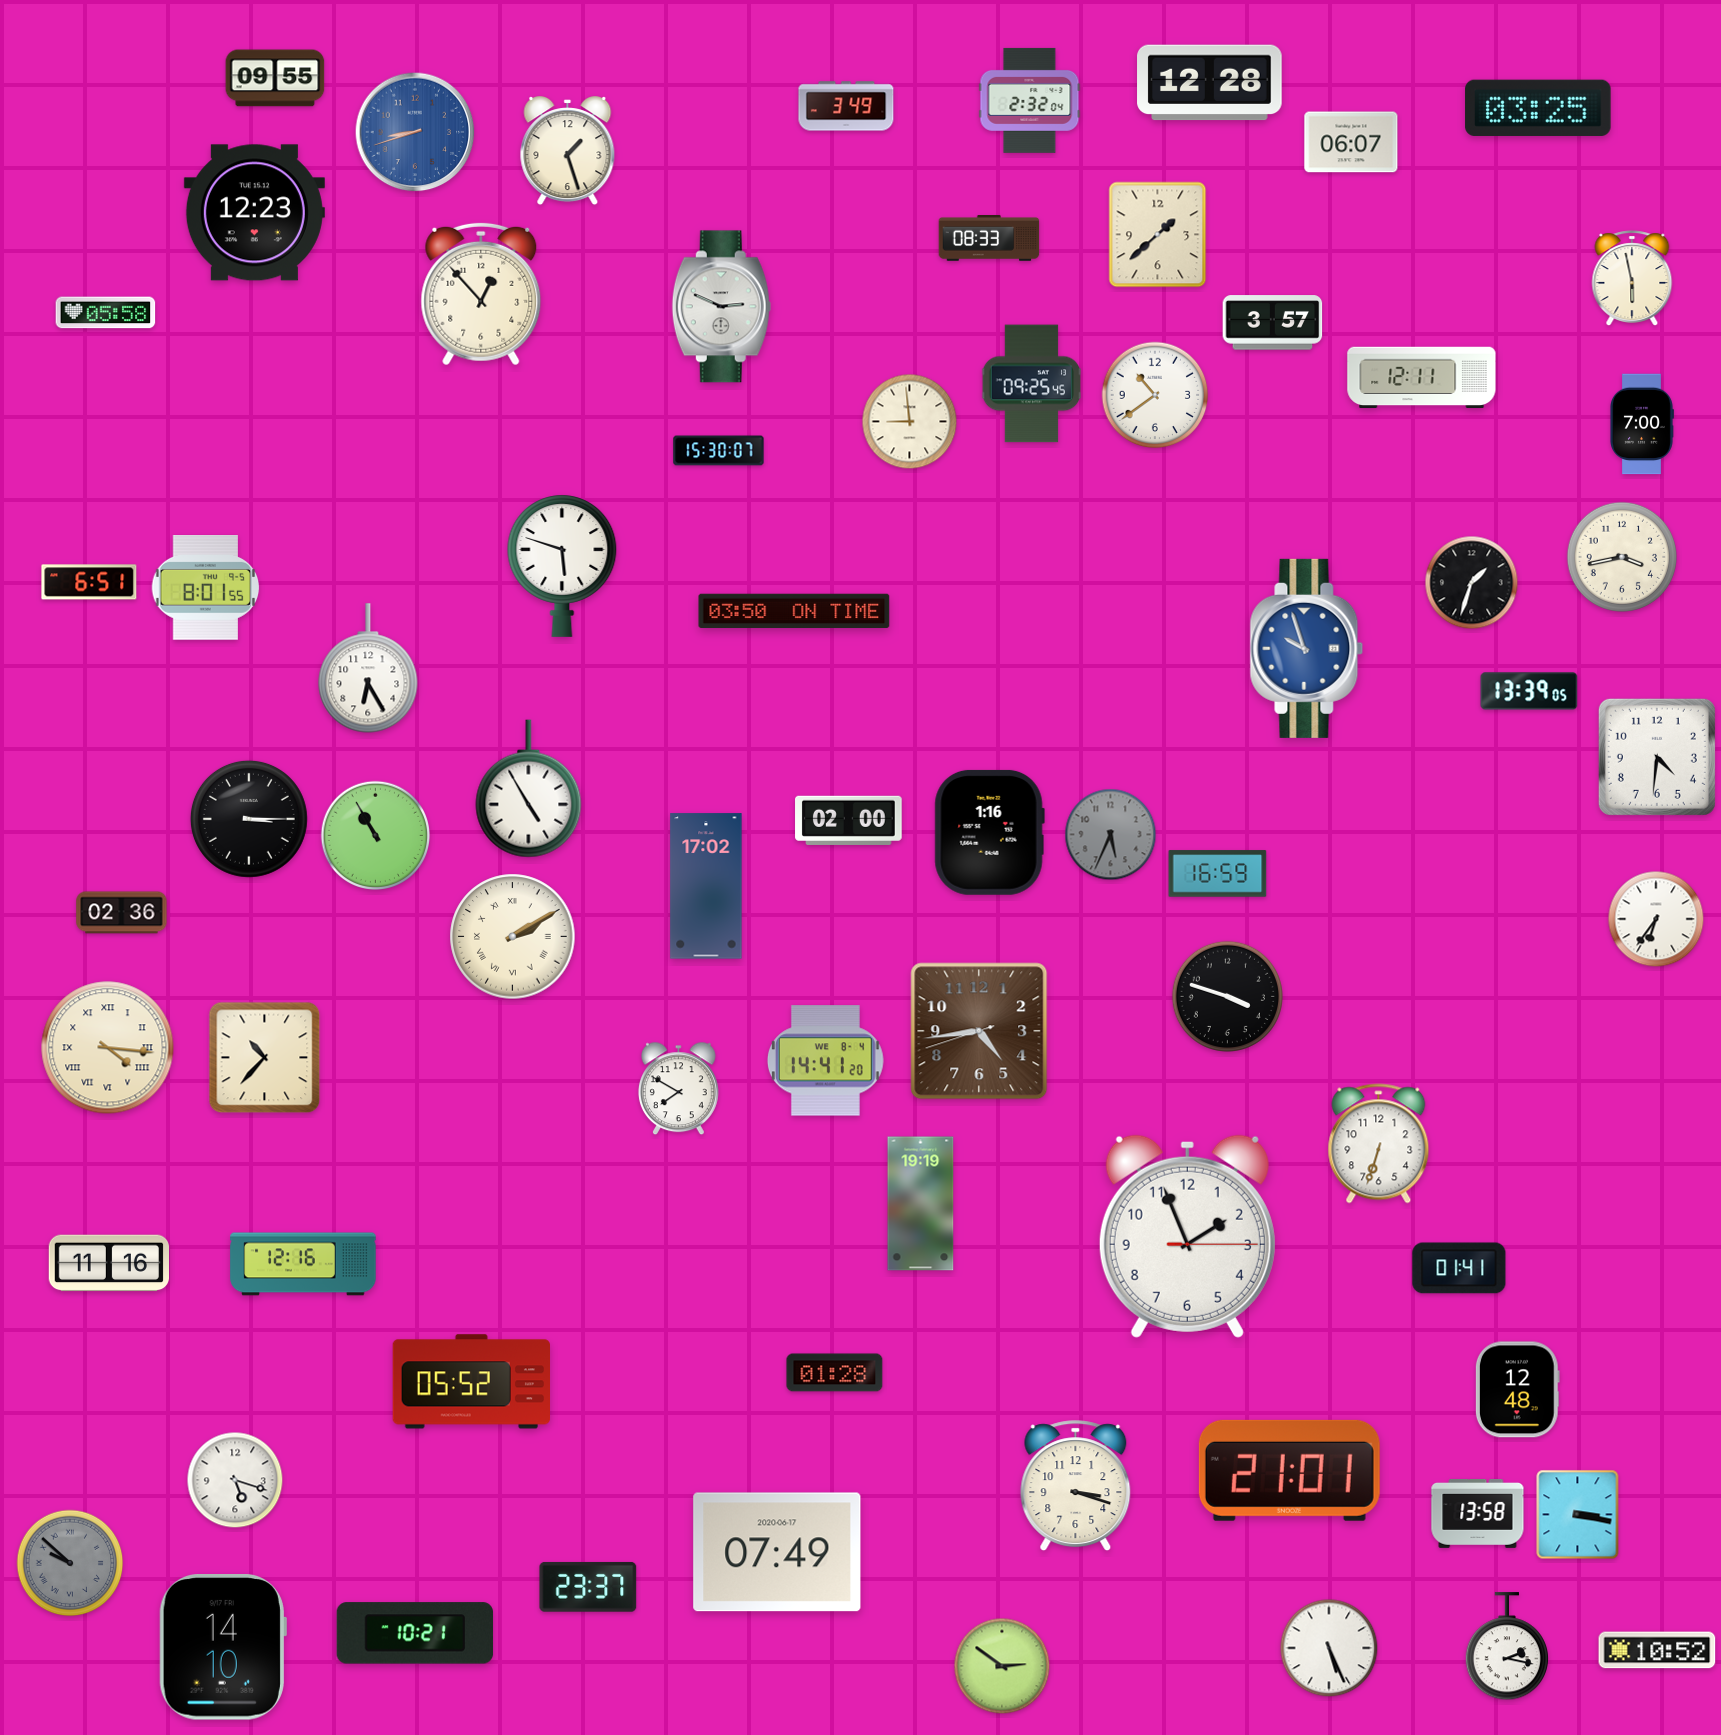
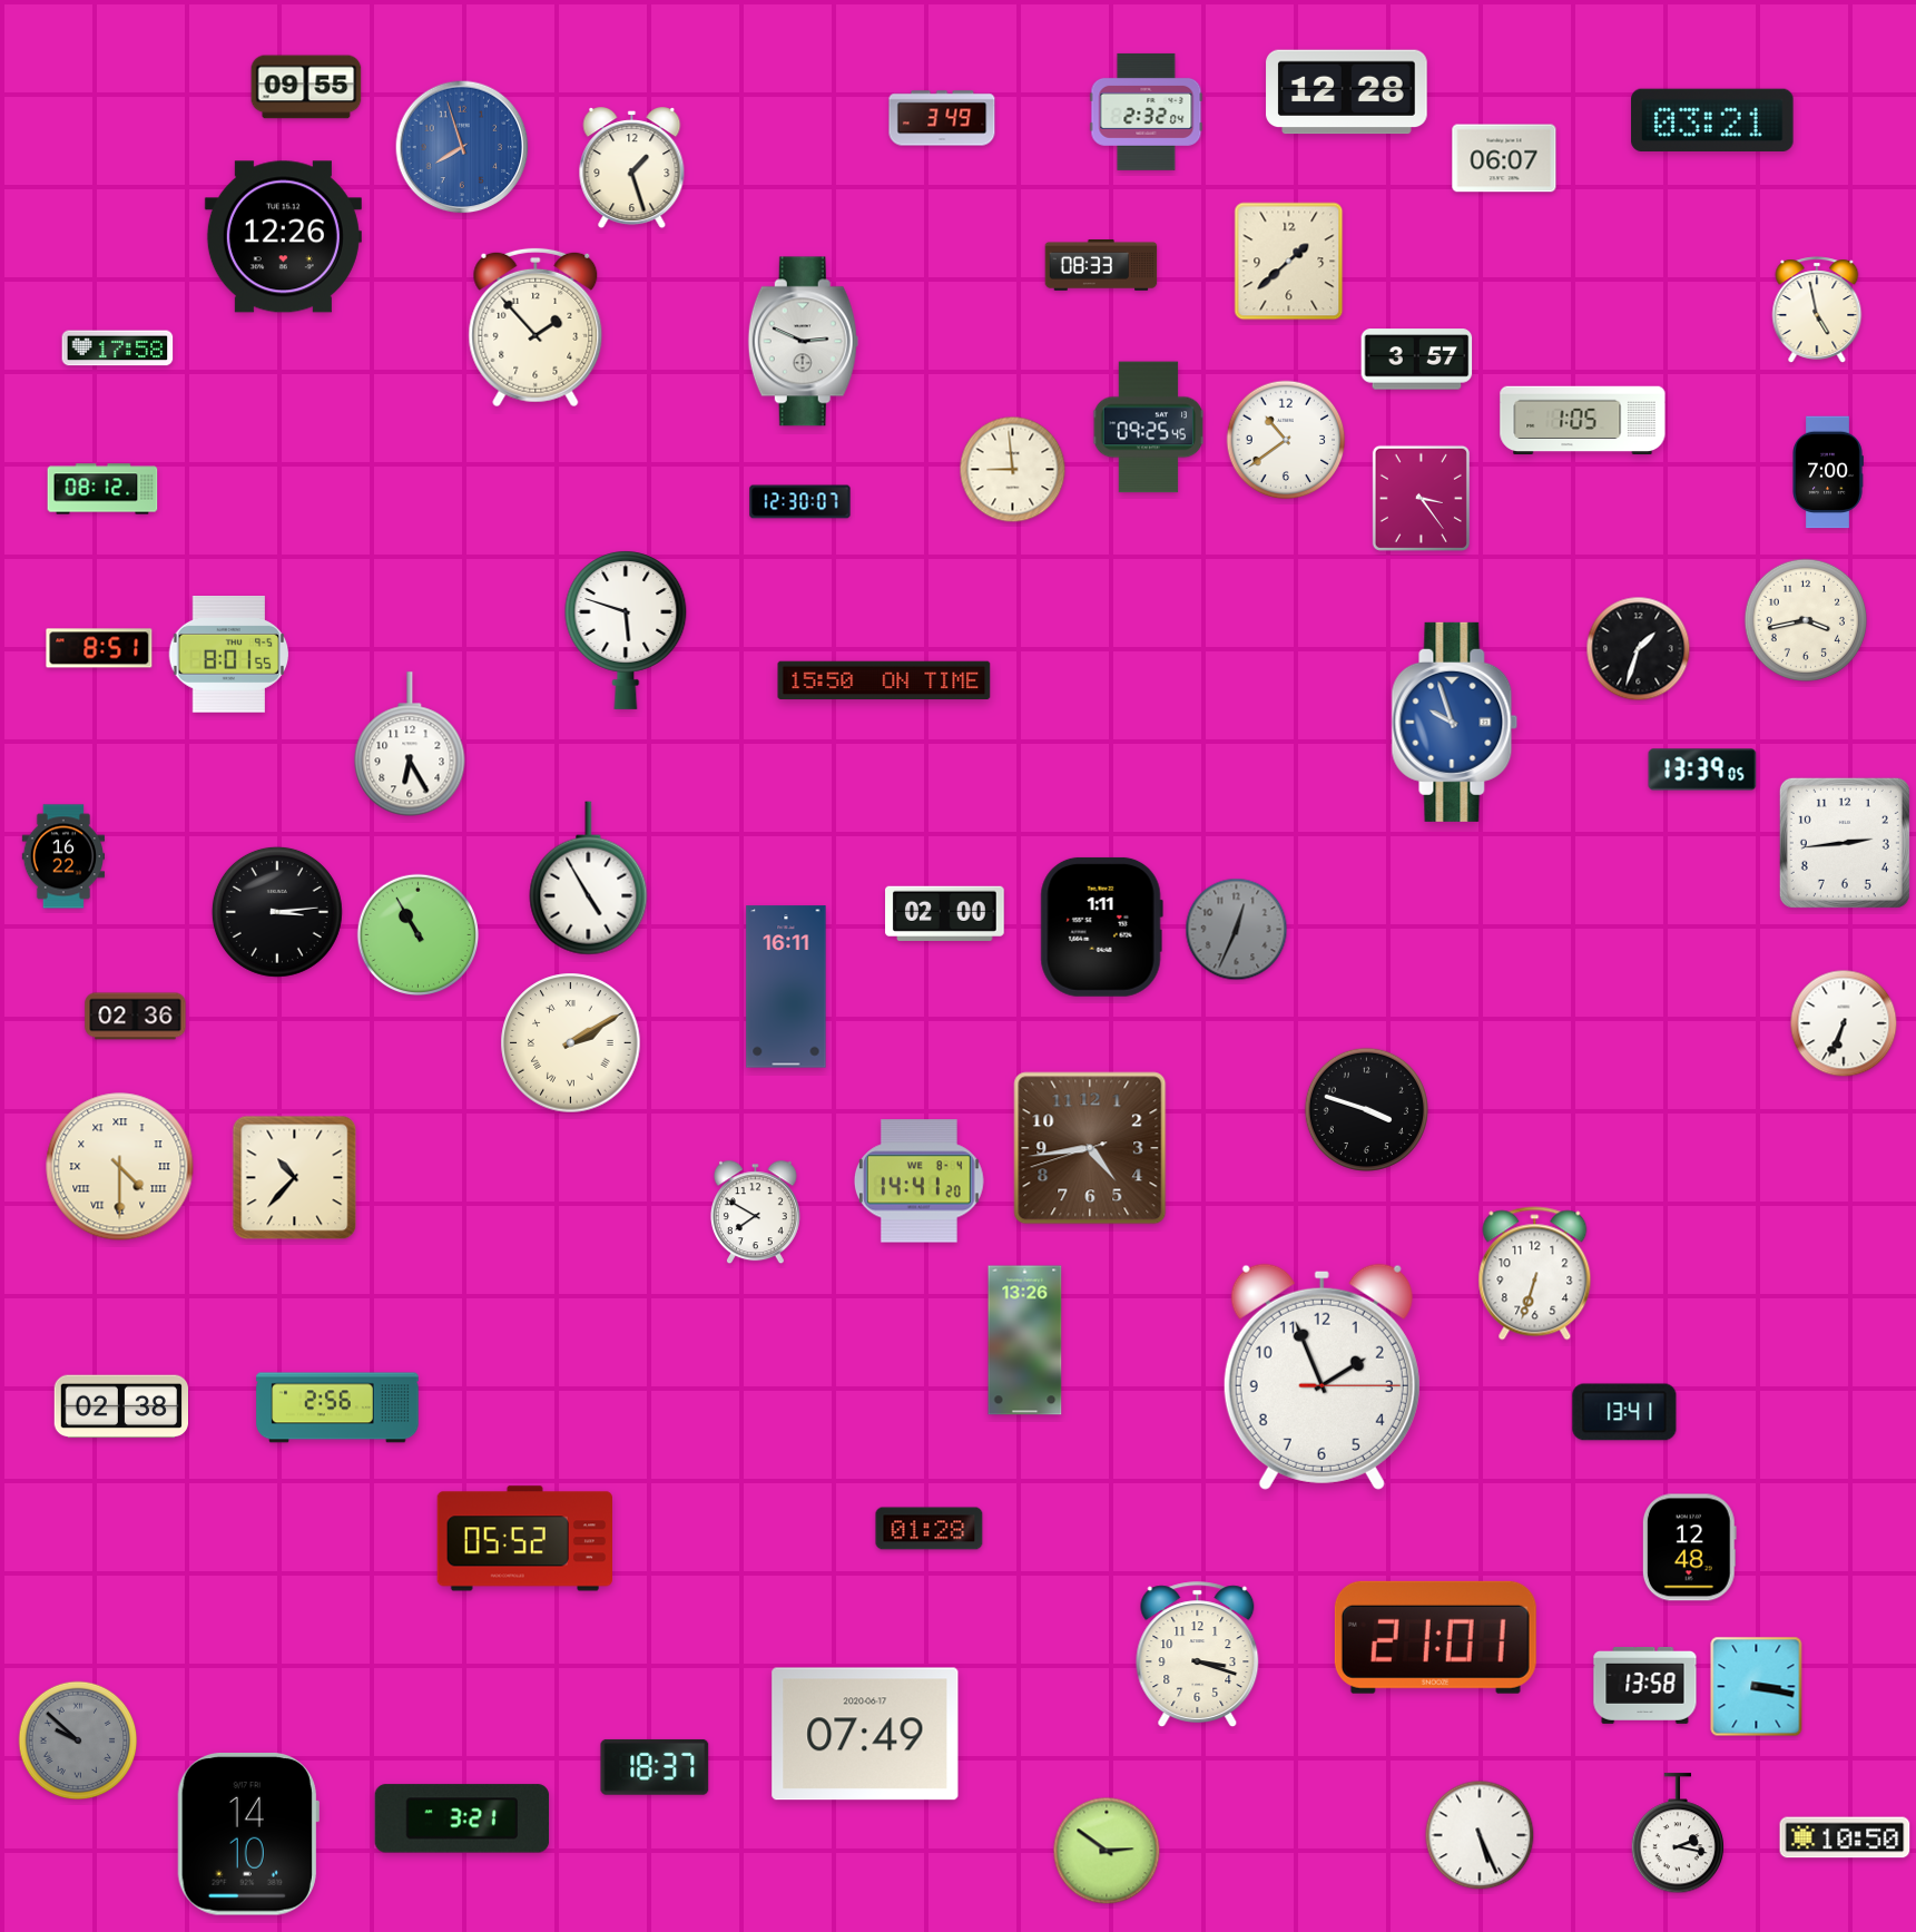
clock at (1538, 108): 03:25 -> 03:21
clock at (415, 132): 8:42 -> 7:57
clock at (254, 213): 12:23 -> 12:26
clock at (1632, 278): 5:58 -> 4:58
clock at (481, 294): 12:53 -> 1:53
clock at (106, 313): 05:58 -> 17:58
clock at (1422, 378): 12:11 -> 1:05
clock at (102, 489): none -> 08:12
clock at (1421, 498): none -> 3:24
clock at (719, 451): 15:30 -> 12:30
clock at (89, 582): 6:51 -> 8:51
clock at (794, 611): 03:50 -> 15:50
clock at (1657, 757): 4:31 -> 2:44
clock at (63, 856): none -> 16:22
clock at (249, 819): 3:15 -> 3:14
clock at (989, 832): 1:16 -> 1:11
clock at (375, 835) position: (375, 835) -> (417, 934)
clock at (1111, 835): 5:34 -> 12:34
clock at (1218, 874): 16:59 -> none
clock at (706, 886): 17:02 -> 16:11
clock at (1656, 919): 6:36 -> 6:34
clock at (108, 1048): 4:16 -> 4:30
clock at (921, 1204): 19:19 -> 13:26
clock at (108, 1263): 11:16 -> 02:38
clock at (303, 1264): 12:16 -> 2:56
clock at (1459, 1268): 01:41 -> 13:41
clock at (235, 1480): 5:18 -> none
clock at (777, 1552) position: (777, 1552) -> (865, 1734)
clock at (588, 1587): 23:37 -> 18:37
clock at (415, 1633): 10:21 -> 3:21
clock at (1657, 1650): 10:52 -> 10:50
clock at (1002, 1666) position: (1002, 1666) -> (1107, 1851)
